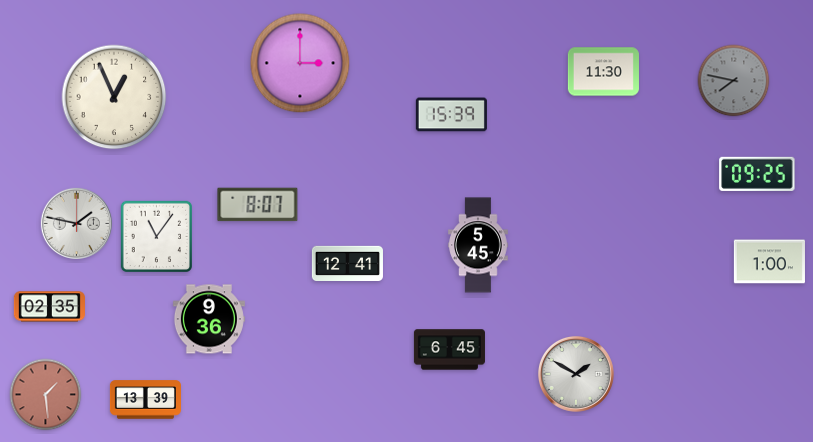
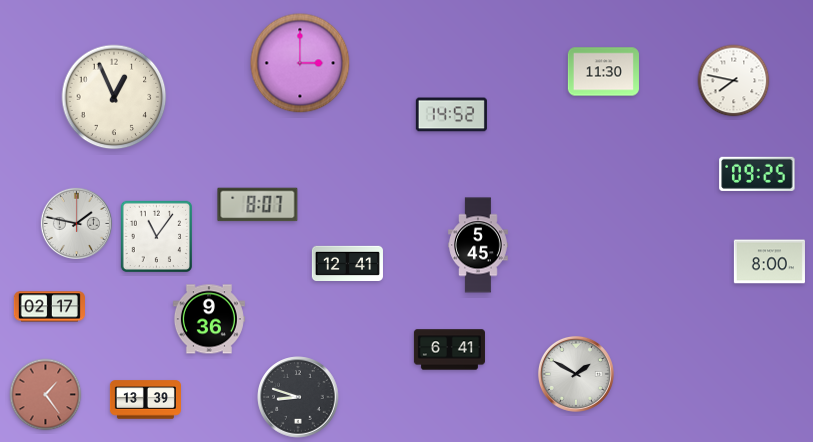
clock at (734, 81) dial: grey -> white
clock at (451, 115): 15:39 -> 14:52
clock at (769, 262): 1:00 -> 8:00
clock at (49, 307): 02:35 -> 02:17
clock at (449, 350): 6:45 -> 6:41
clock at (46, 395): 1:29 -> 1:24
clock at (298, 397): none -> 8:48
